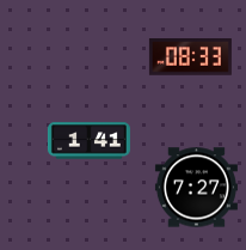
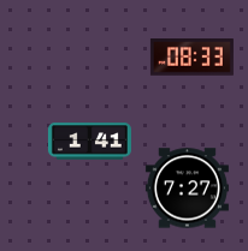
clock at (196, 188) position: (196, 188) -> (187, 189)
